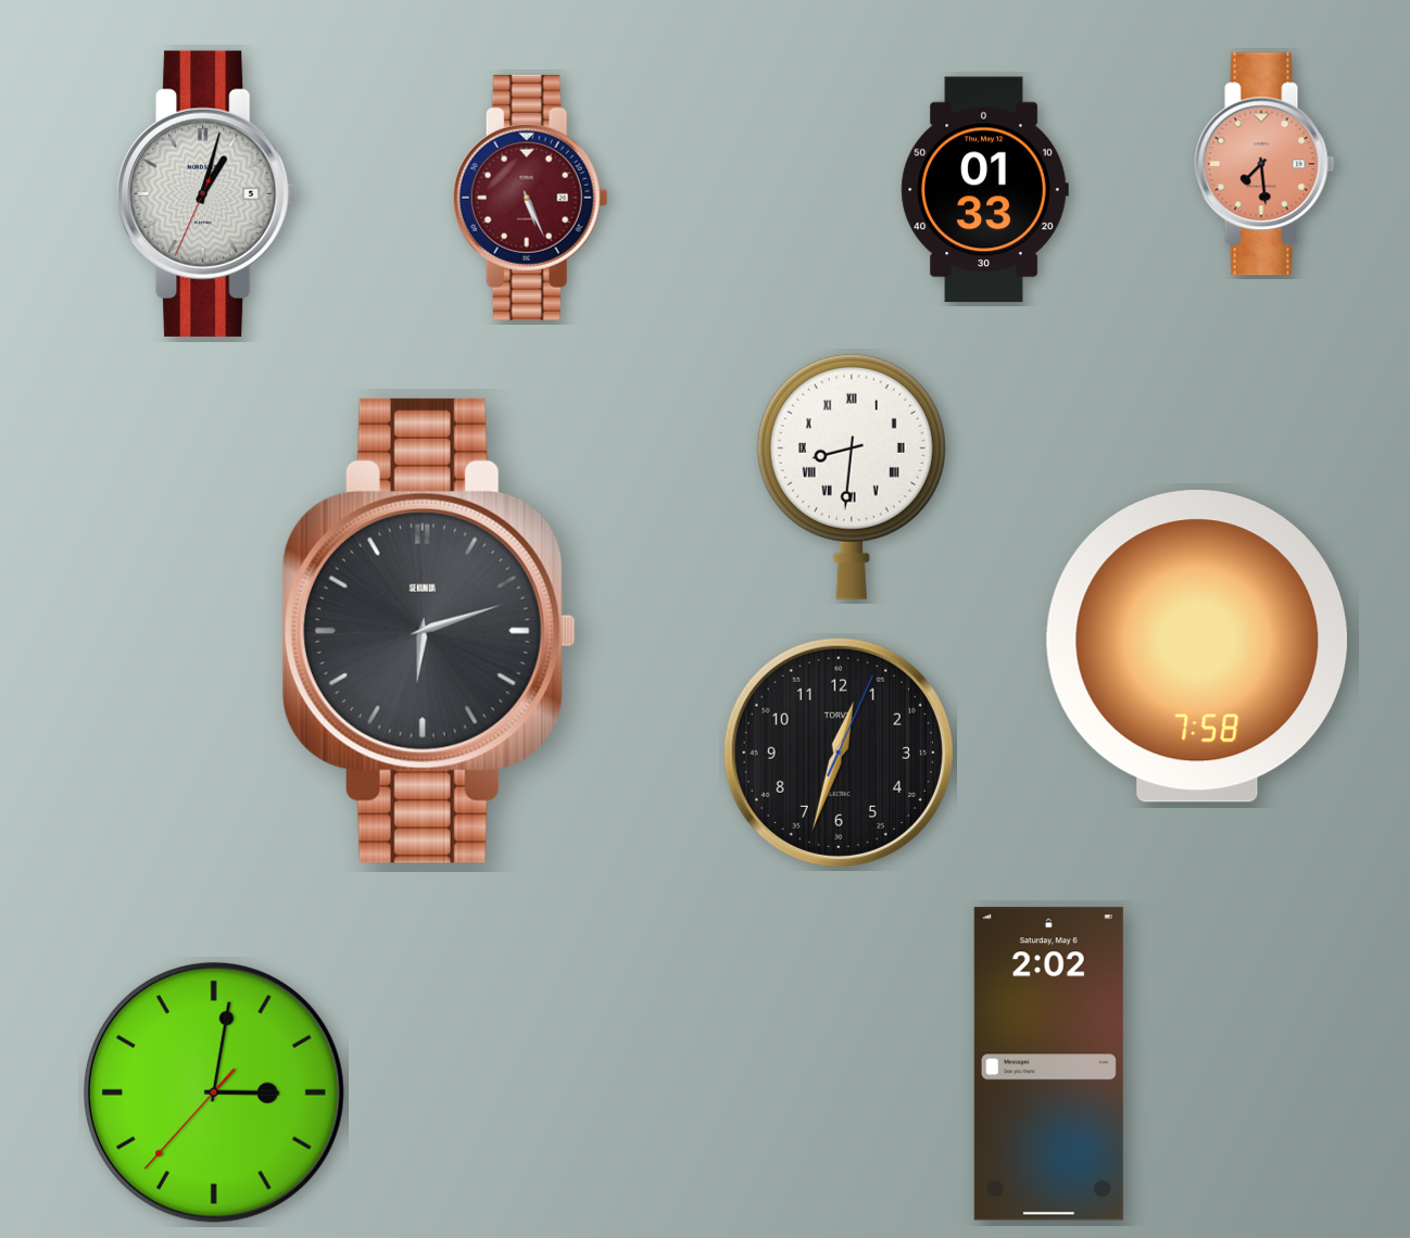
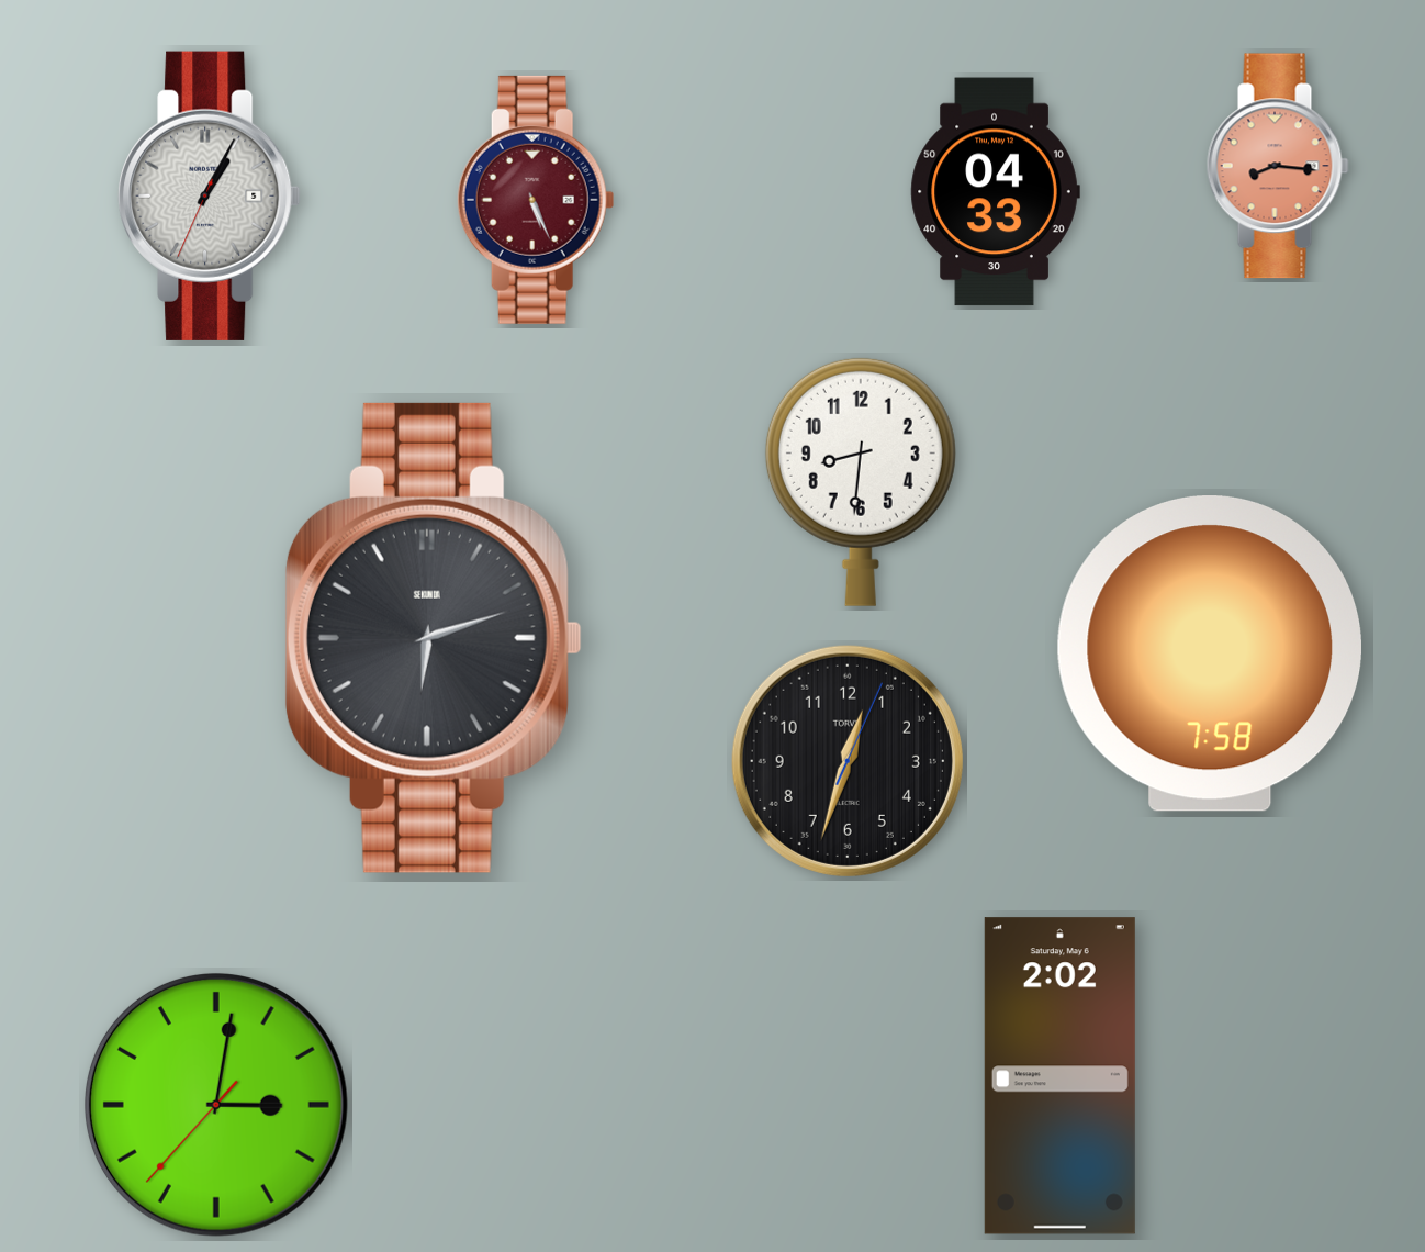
clock at (1264, 164): 7:29 -> 8:16
clock at (984, 190): 01:33 -> 04:33
clock at (207, 193): 1:02 -> 1:04
clock at (852, 477) numerals: Roman -> Arabic
